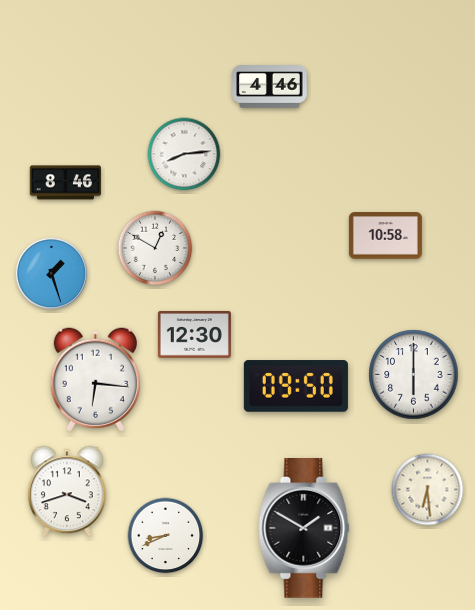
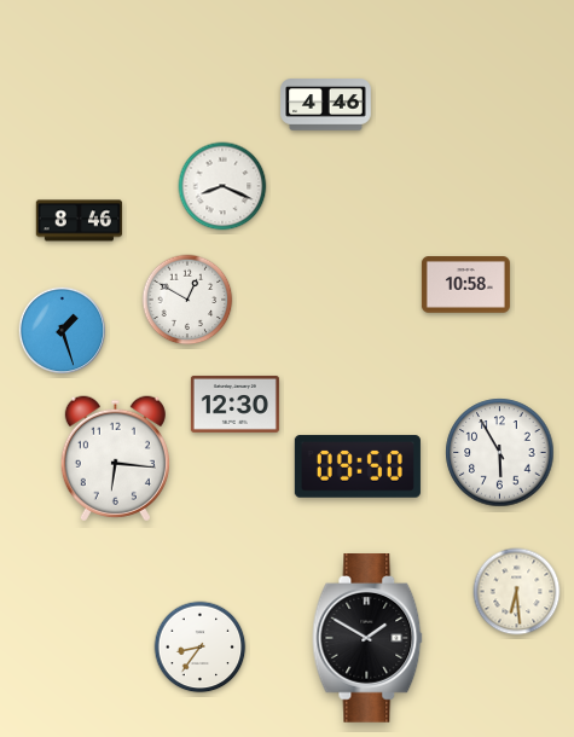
clock at (184, 154): 8:14 -> 8:19
clock at (414, 375): 6:00 -> 5:55
clock at (68, 491): 3:42 -> none
clock at (166, 536): 8:41 -> 8:36
